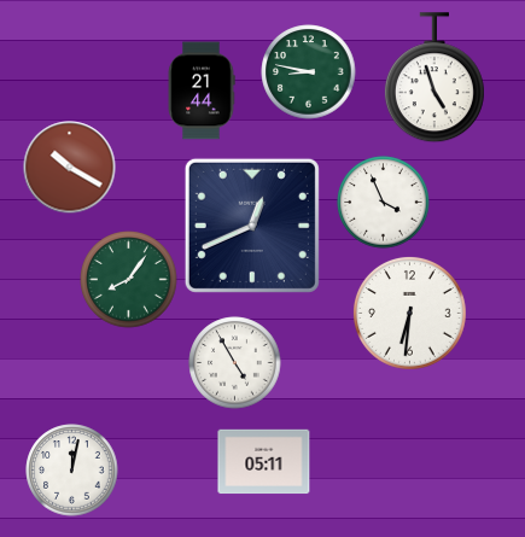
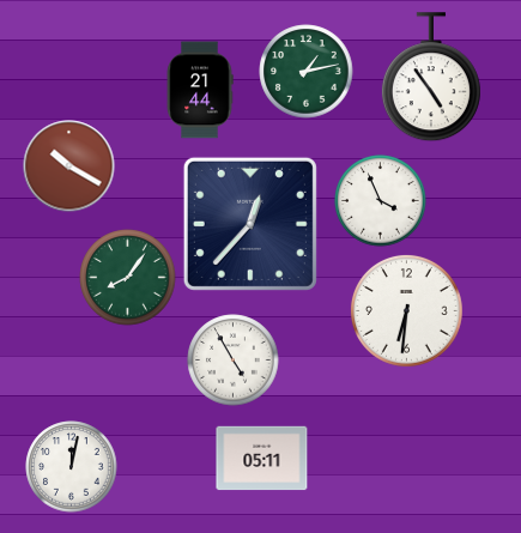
clock at (309, 72): 8:47 -> 1:13
clock at (434, 78): 4:57 -> 4:54
clock at (252, 226): 12:41 -> 12:37
